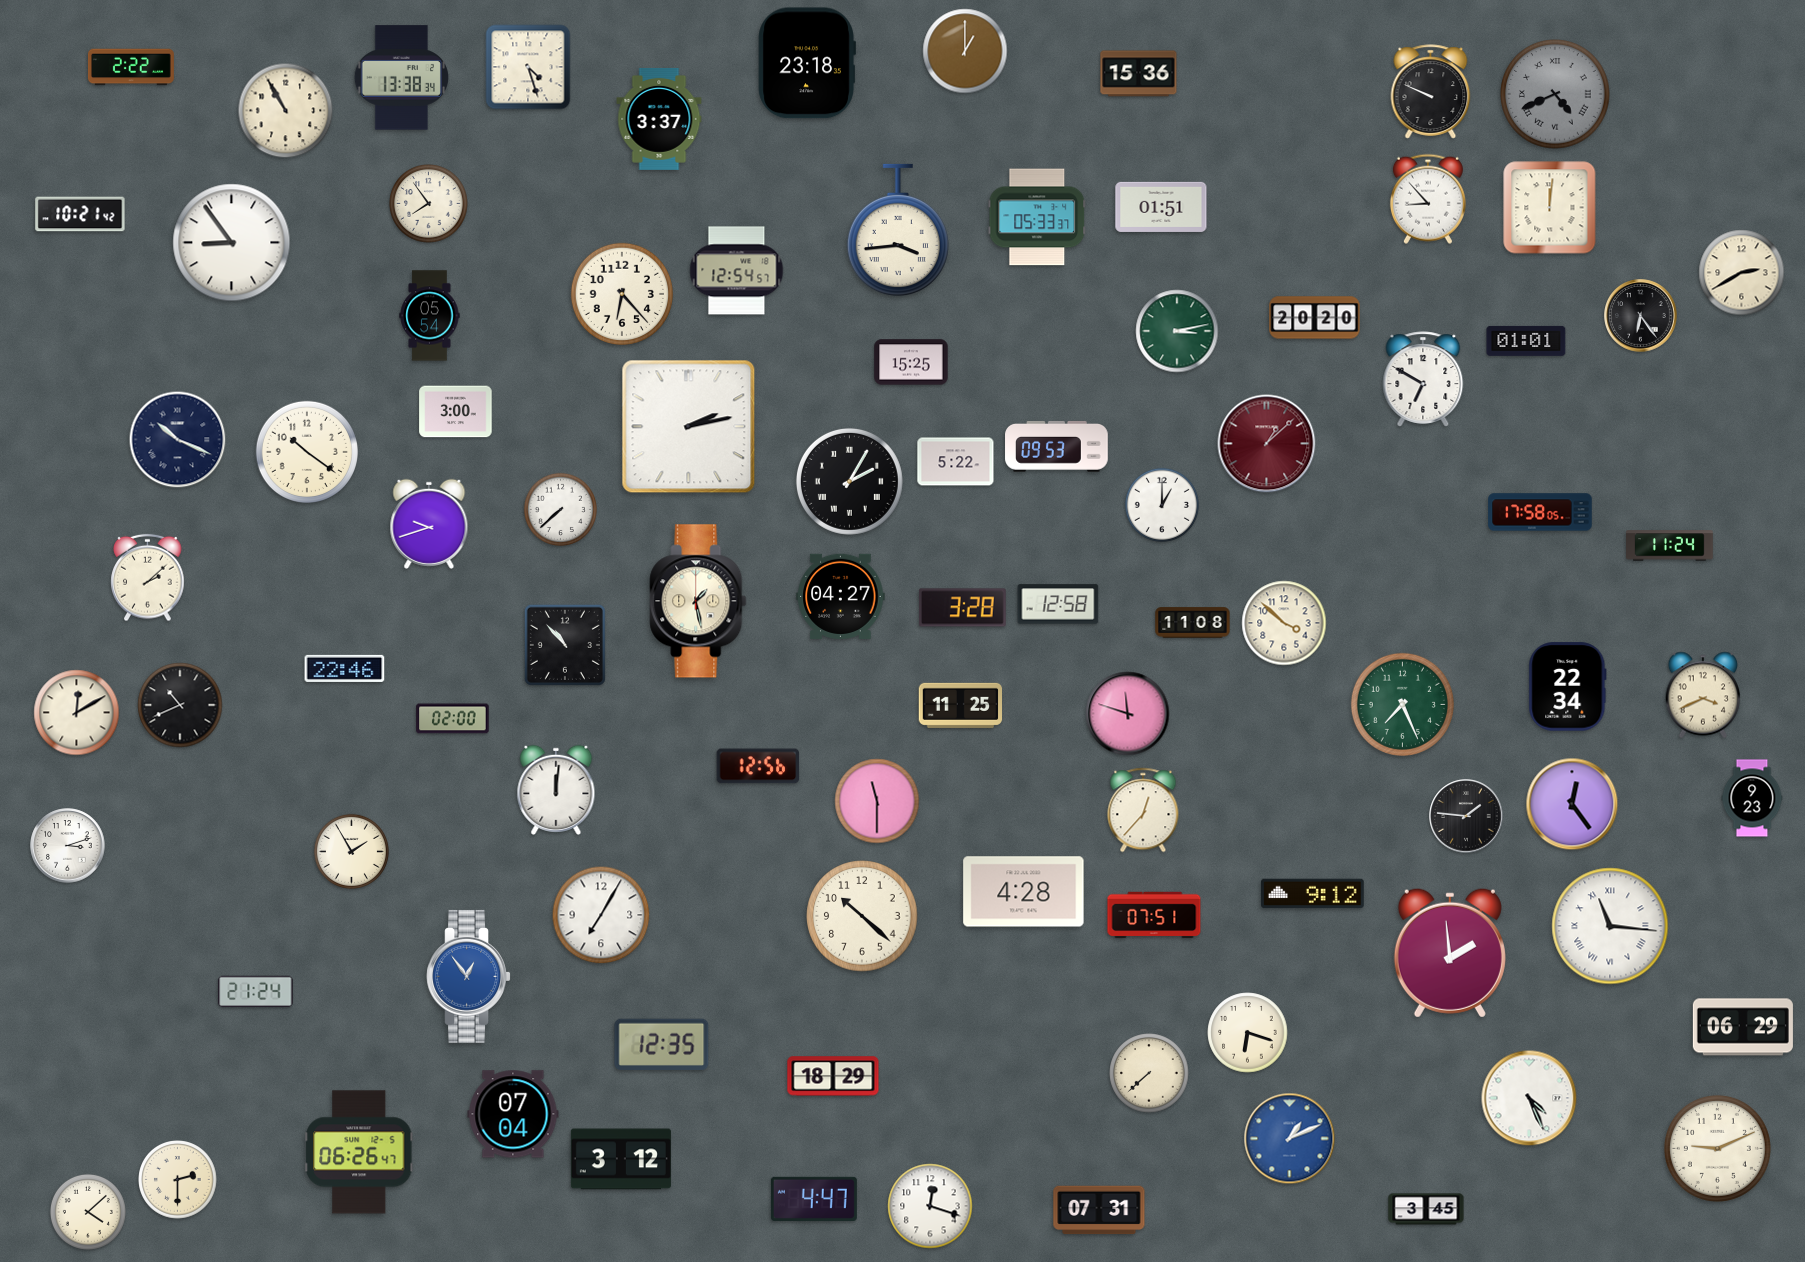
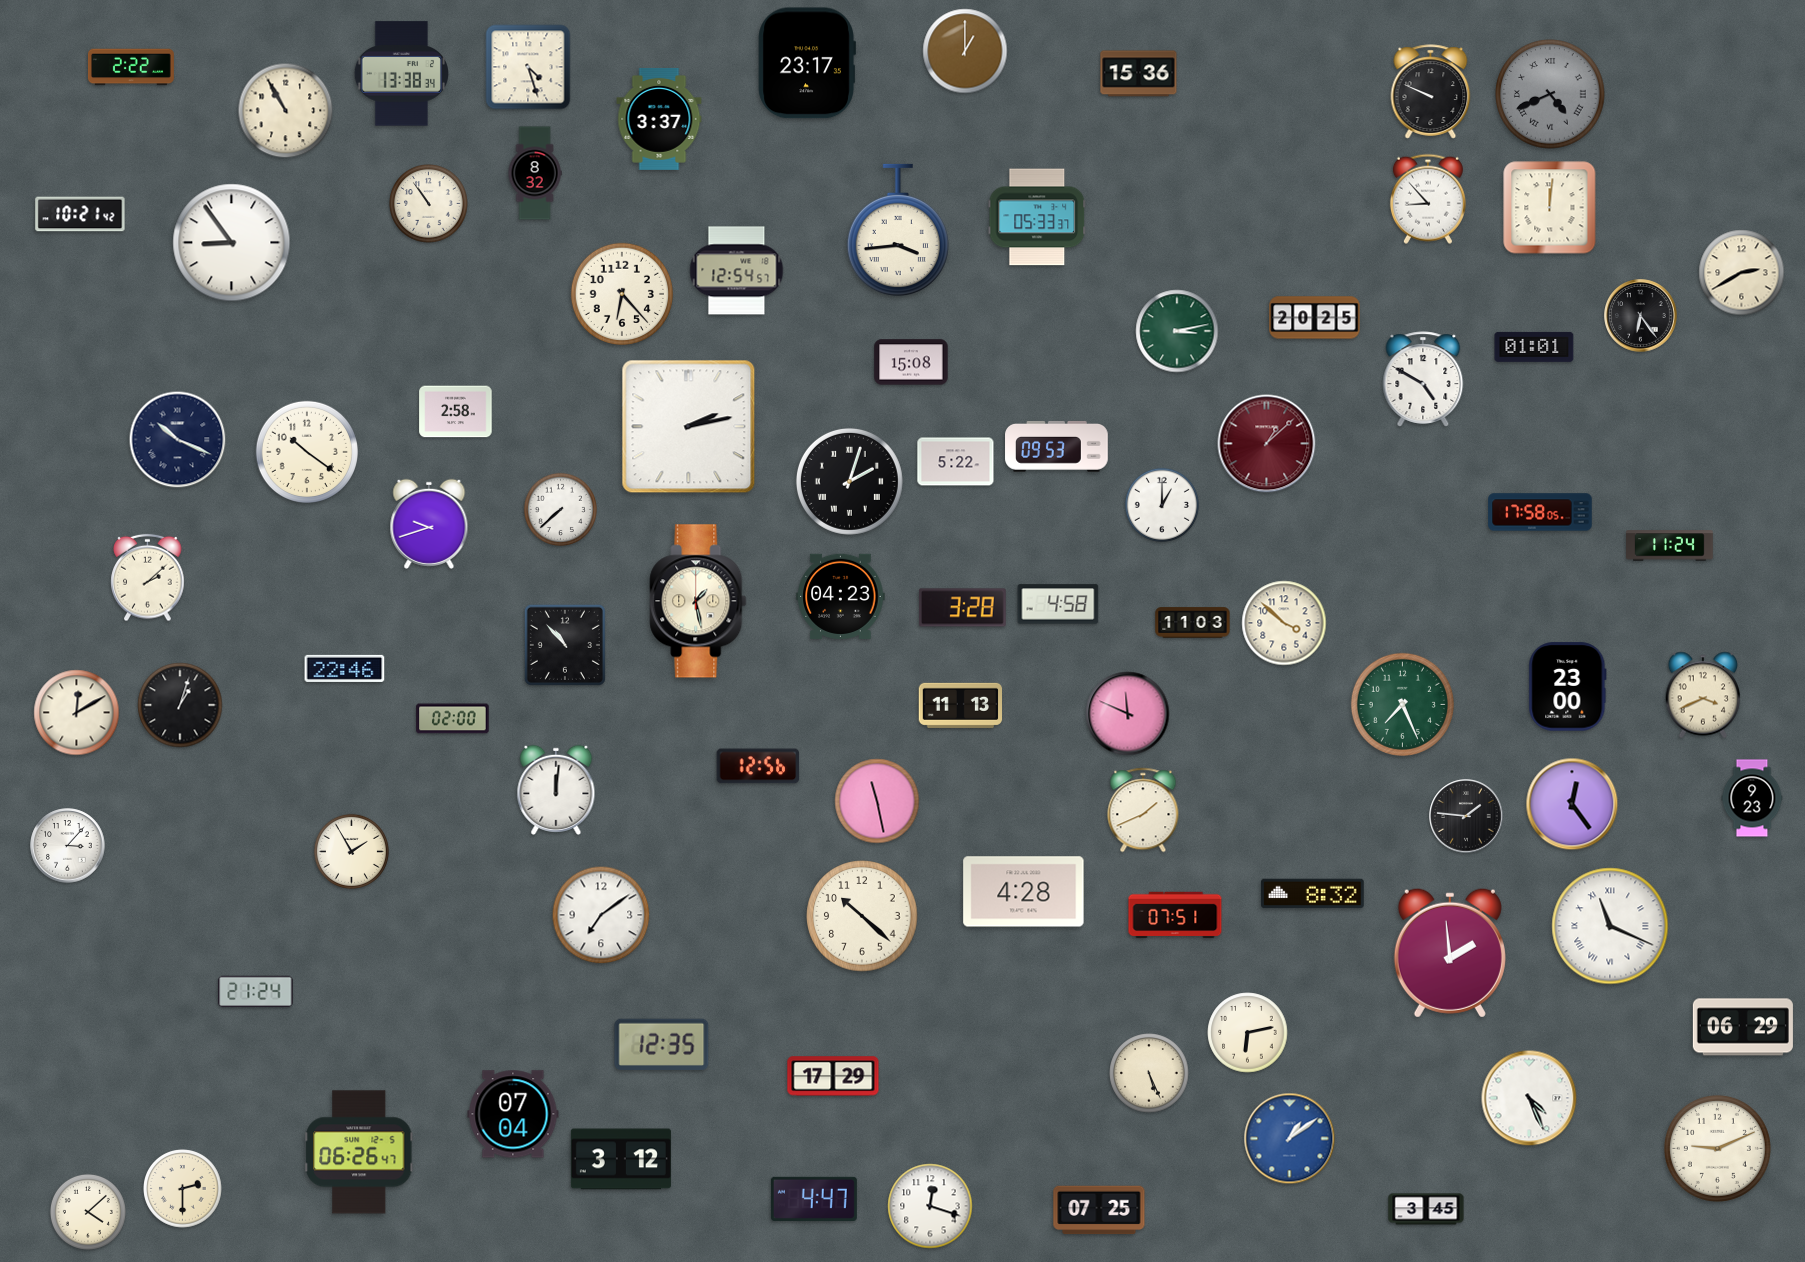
clock at (807, 63): 23:18 -> 23:17
clock at (401, 78) position: (401, 78) -> (401, 74)
clock at (1555, 94) position: (1555, 94) -> (1550, 94)
clock at (535, 173): none -> 8:32
clock at (429, 204): 7:54 -> 10:54
clock at (1161, 207): 01:51 -> none
clock at (430, 316): 05:54 -> none
clock at (1315, 318): 20:20 -> 20:25
clock at (1526, 341) position: (1526, 341) -> (1534, 347)
clock at (911, 362): 15:25 -> 15:08
clock at (1423, 379): 6:50 -> 4:50
clock at (456, 412): 3:00 -> 2:58
clock at (849, 481): 2:05 -> 2:03
clock at (841, 596): 04:27 -> 04:23
clock at (1058, 604): 12:58 -> 4:58
clock at (1193, 623): 11:08 -> 11:03
clock at (1568, 687): 22:34 -> 23:00
clock at (180, 705): 10:41 -> 1:03
clock at (961, 705): 11:25 -> 11:13
clock at (1128, 714): 11:48 -> 11:49
clock at (877, 801): 11:30 -> 11:28
clock at (1143, 810): 12:37 -> 1:41
clock at (68, 846): 3:12 -> 3:07
clock at (1313, 894): 9:12 -> 8:32
clock at (601, 915): 7:05 -> 7:09
clock at (1154, 915) position: (1154, 915) -> (1175, 915)
clock at (1610, 926): 11:16 -> 11:19
clock at (468, 976): 12:54 -> none
clock at (1248, 1033): 6:18 -> 6:13
clock at (1149, 1073): 7:38 -> 5:26
clock at (833, 1076): 18:29 -> 17:29
clock at (1290, 1139): 1:11 -> 1:09
clock at (178, 1180) position: (178, 1180) -> (183, 1189)
clock at (1099, 1210): 07:31 -> 07:25
